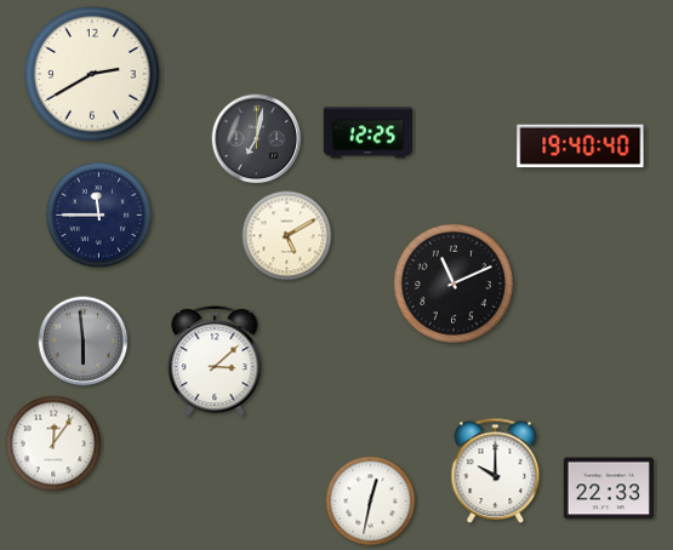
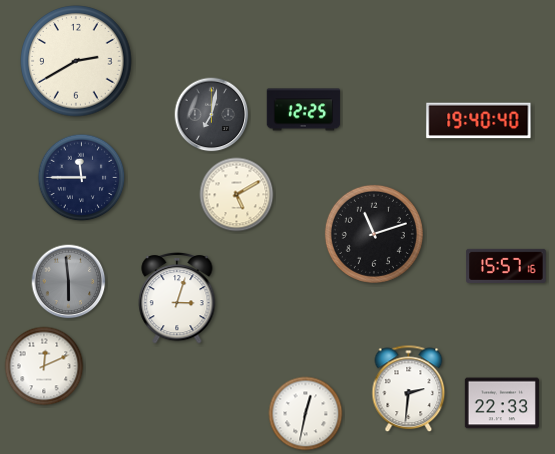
clock at (454, 283): 11:11 -> 11:12
clock at (506, 266): none -> 15:57
clock at (215, 361): 3:08 -> 3:03
clock at (53, 443): 12:06 -> 12:11
clock at (496, 471): 10:00 -> 2:31
